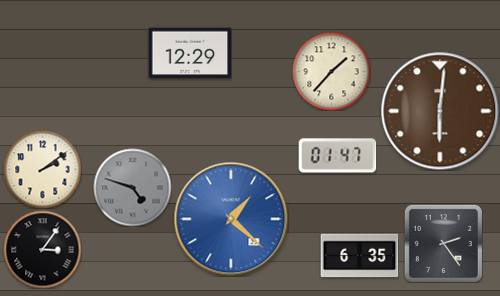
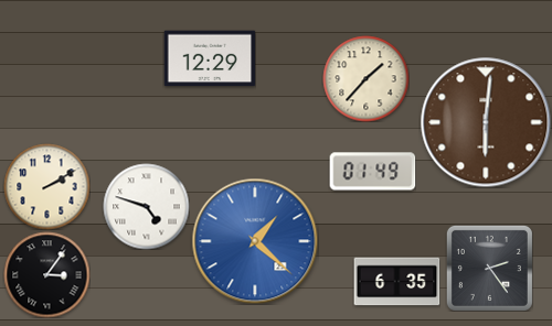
clock at (337, 156): 01:47 -> 01:49
clock at (42, 169): 2:09 -> 2:10
clock at (132, 187) dial: grey -> white
